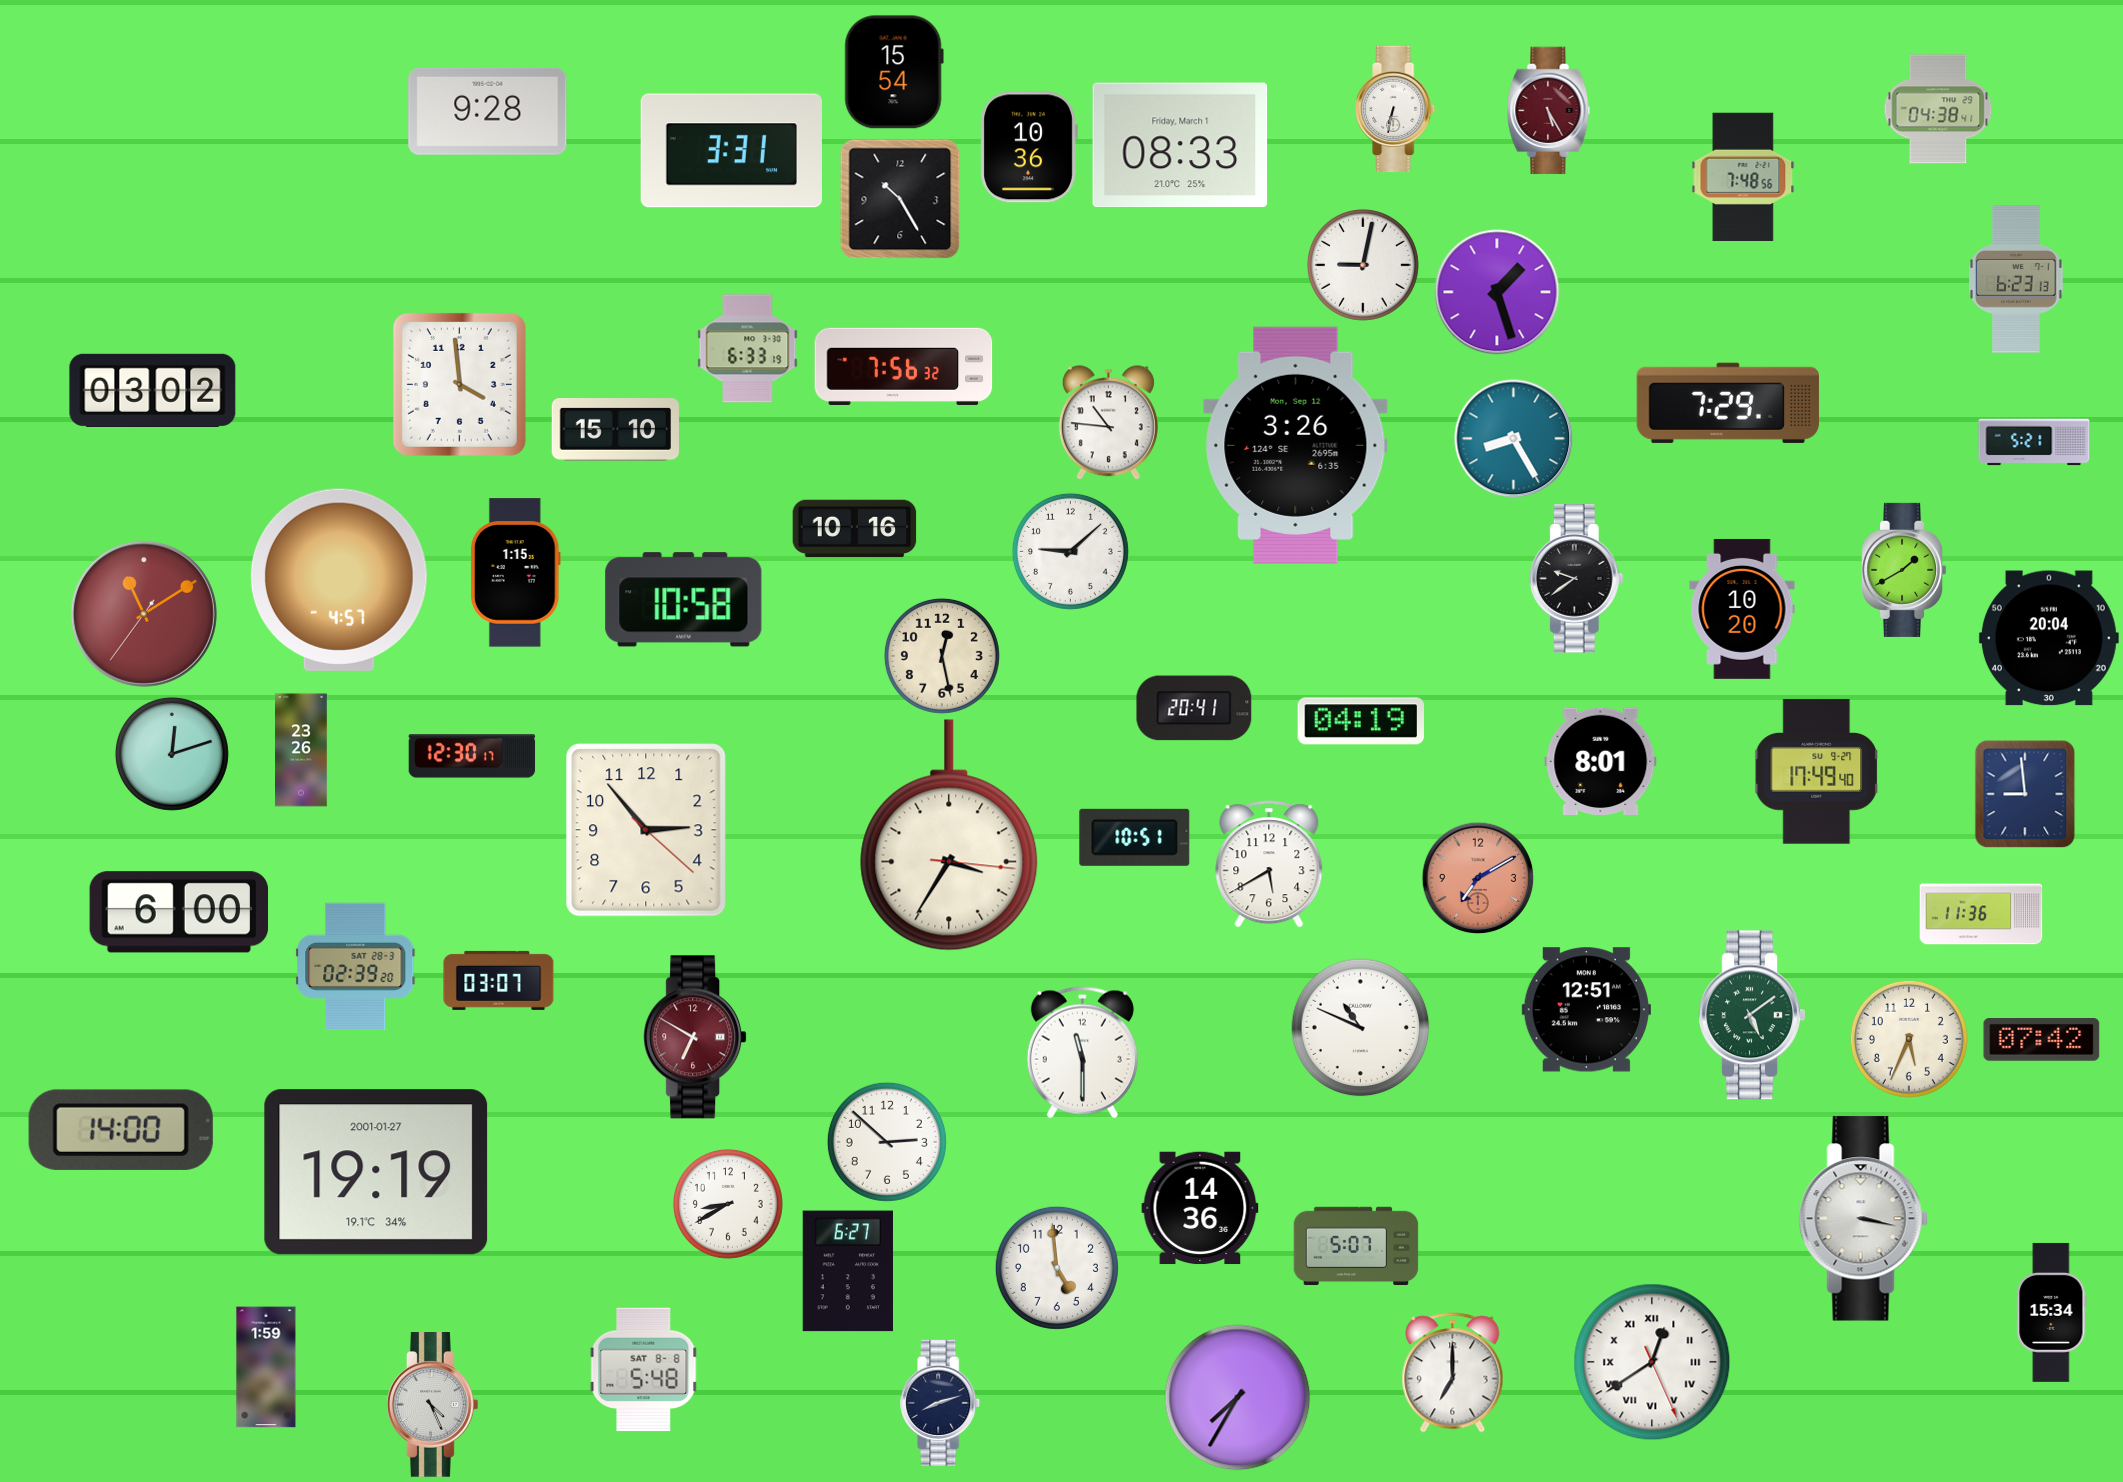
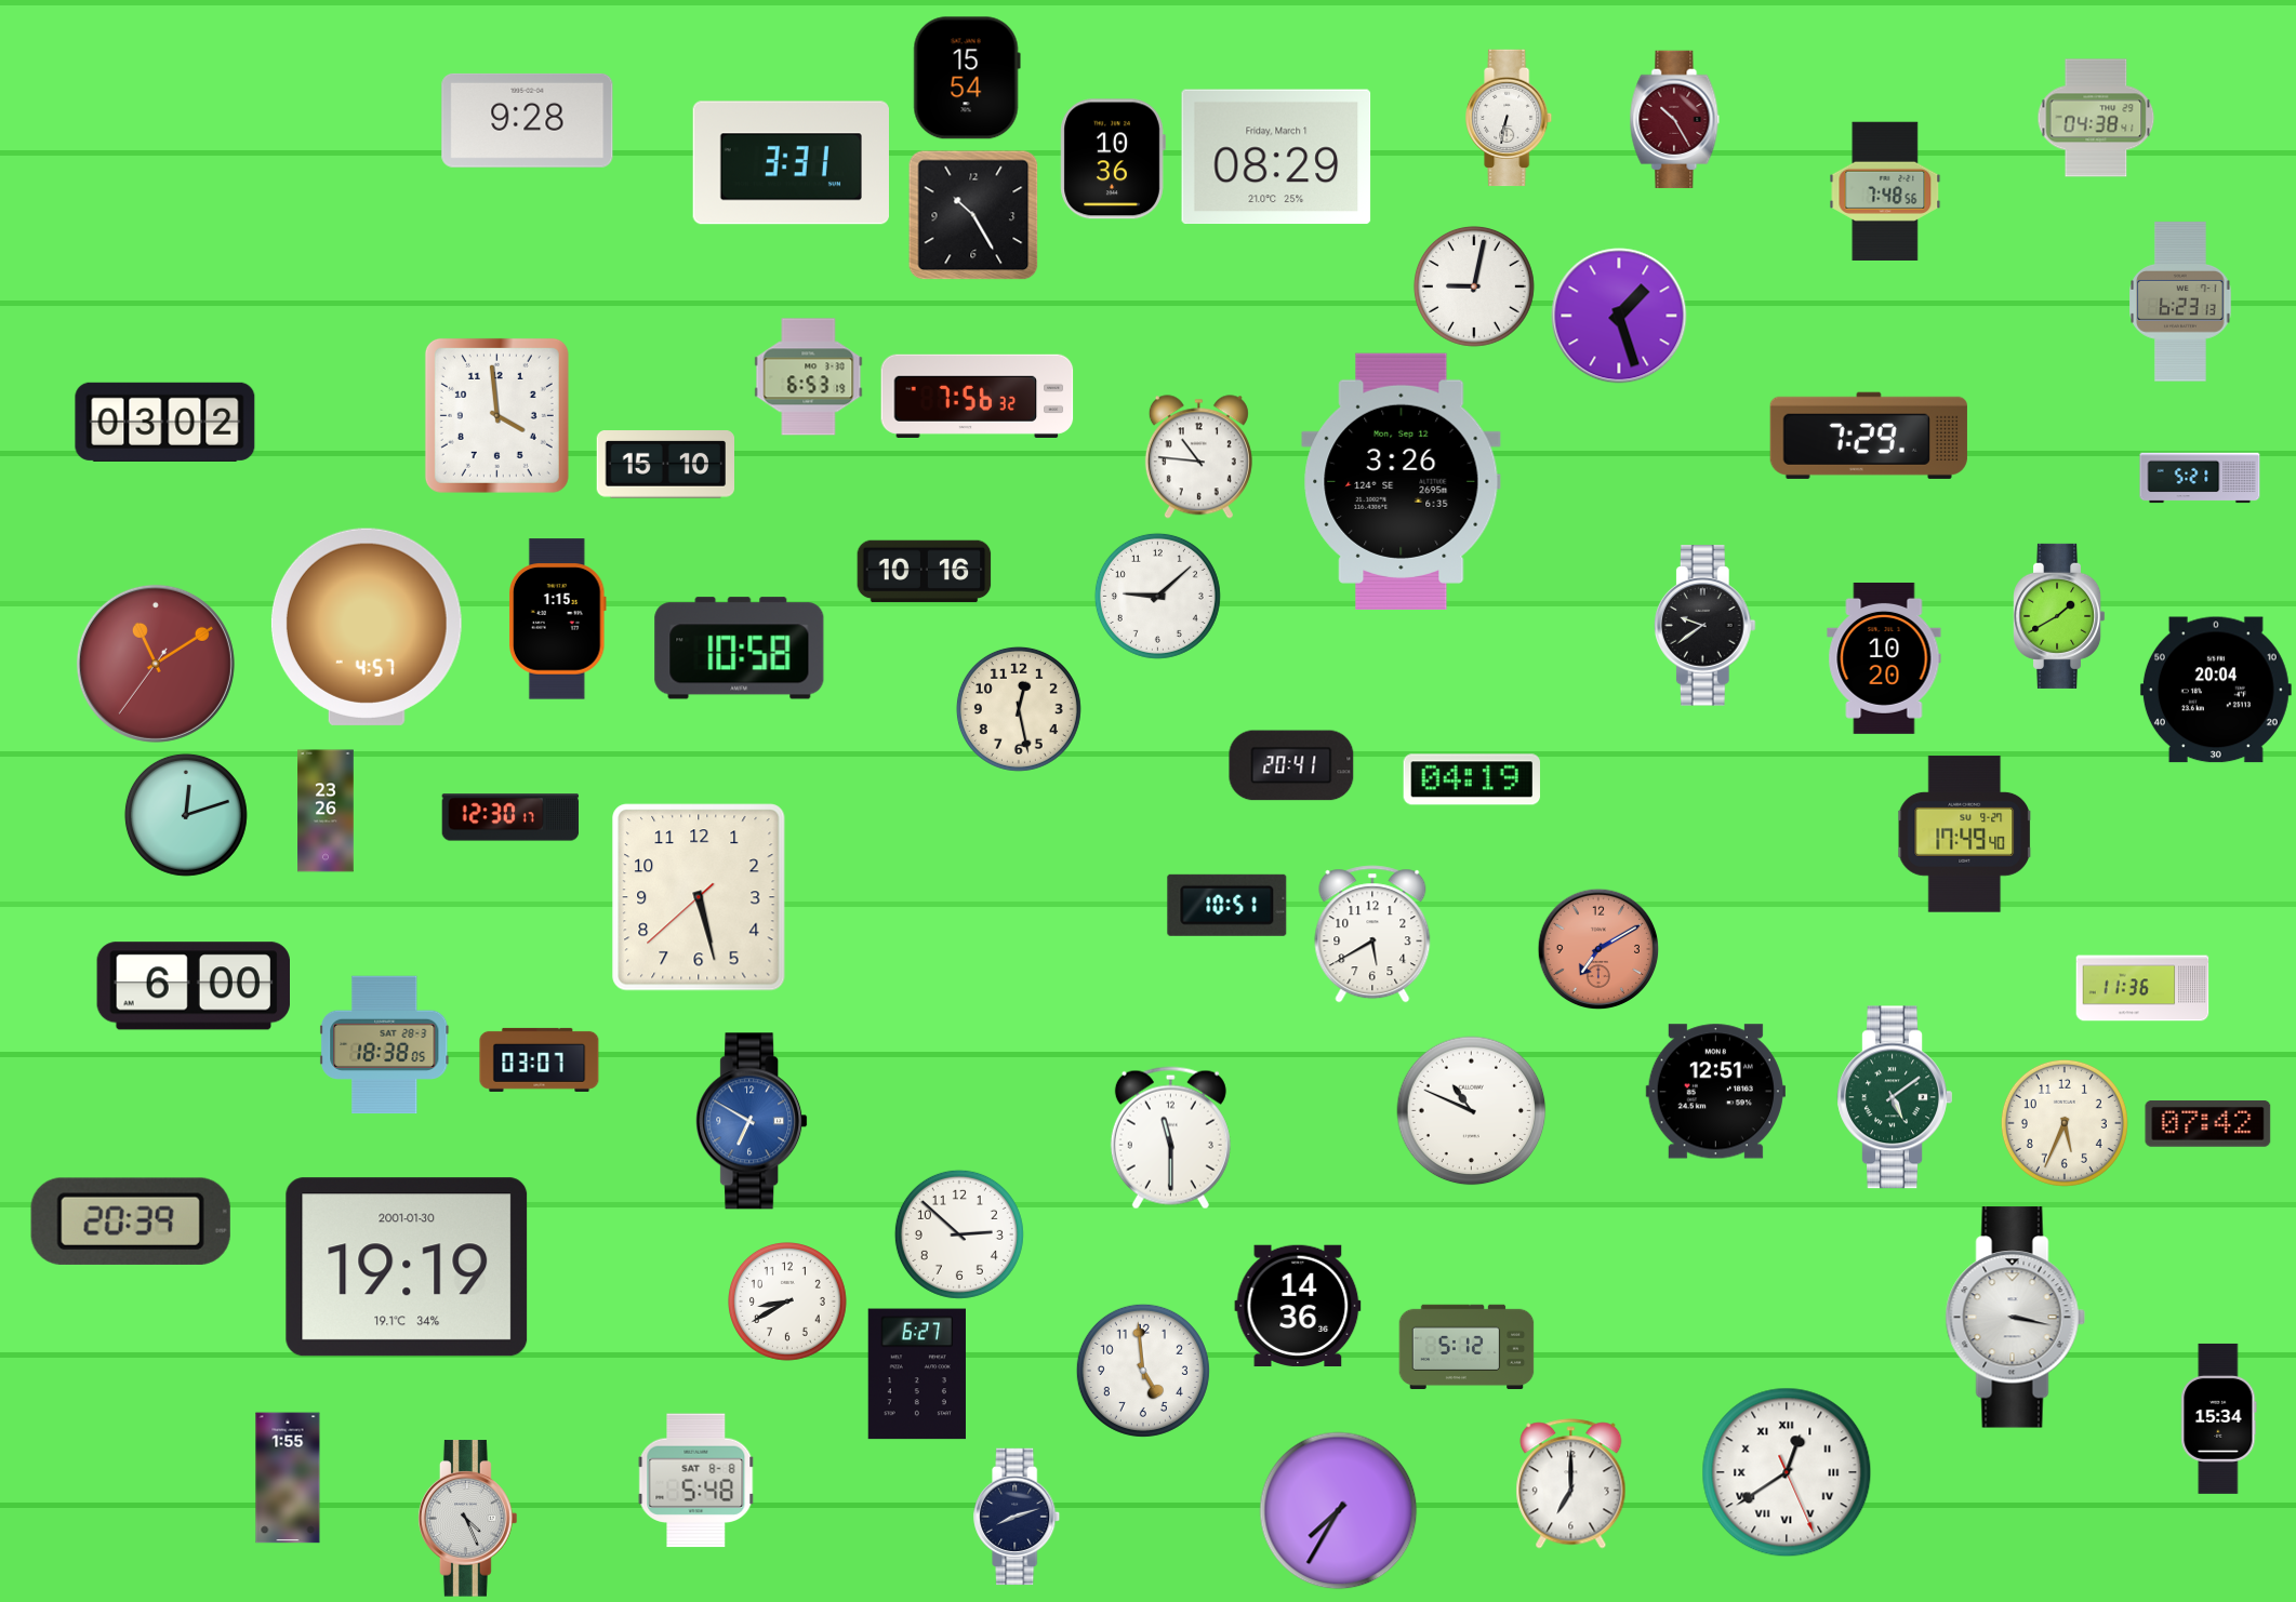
clock at (1549, 111): 5:25 -> 10:25
clock at (1180, 145): 08:33 -> 08:29
clock at (748, 349): 6:33 -> 6:53
clock at (1514, 439): 8:25 -> none
clock at (1601, 761): 8:01 -> none
clock at (2025, 794): 8:59 -> none
clock at (646, 830): 2:53 -> 5:27
clock at (949, 835): 3:35 -> none
clock at (356, 967): 02:39 -> 18:38
clock at (695, 1037) dial: burgundy -> blue
clock at (121, 1130): 14:00 -> 20:39
clock at (376, 1172) date: 2001-01-27 -> 2001-01-30
clock at (1356, 1246): 5:07 -> 5:12
clock at (266, 1367): 1:59 -> 1:55
